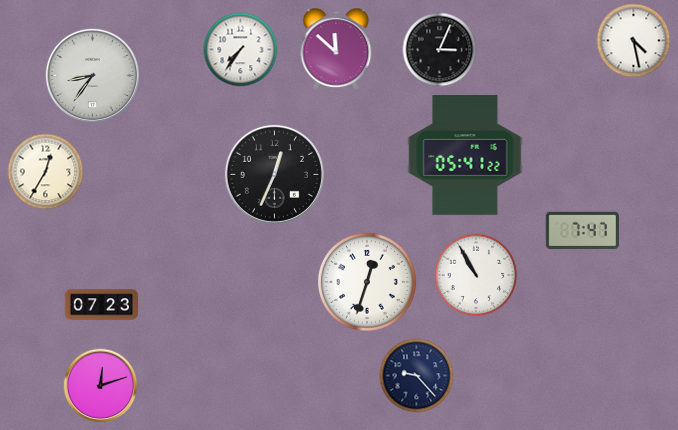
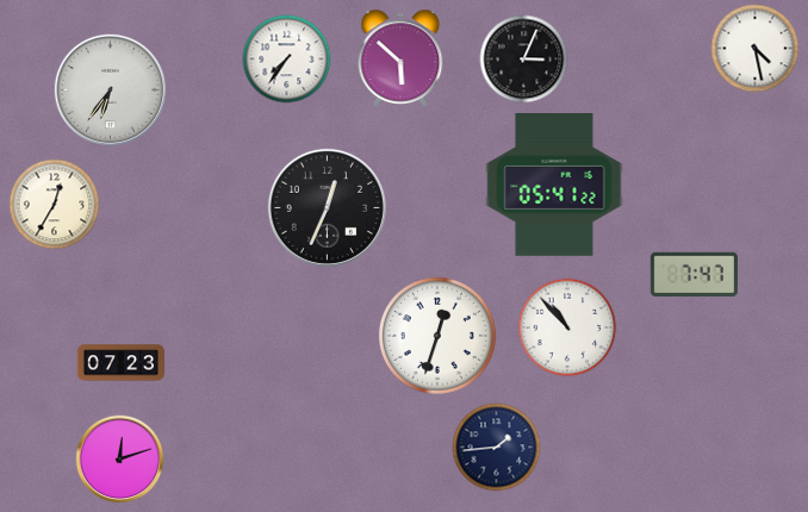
clock at (336, 49): 11:52 -> 5:52
clock at (92, 75): 8:36 -> 6:36
clock at (476, 275): 10:55 -> 10:53
clock at (417, 376): 9:23 -> 1:44
